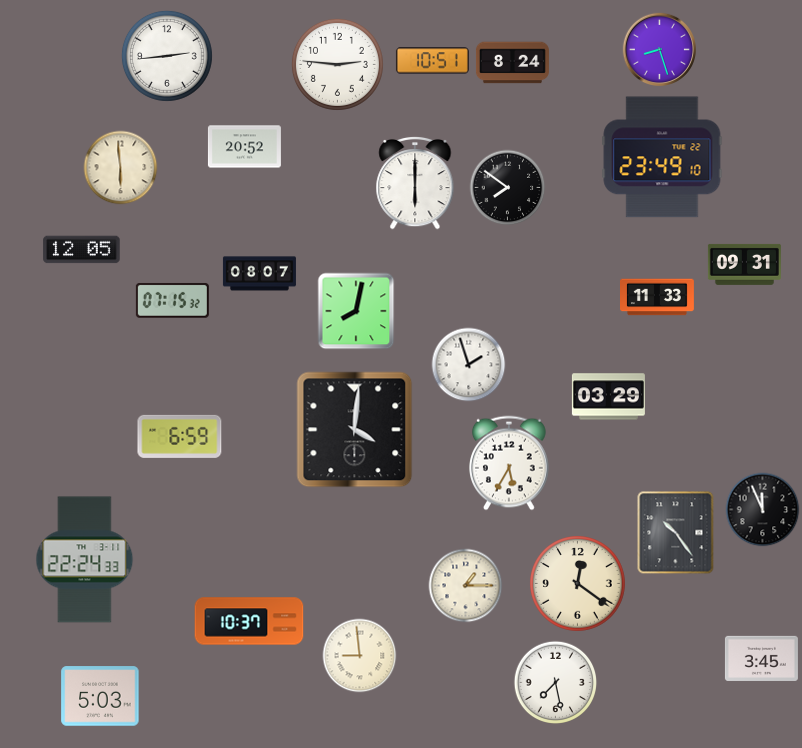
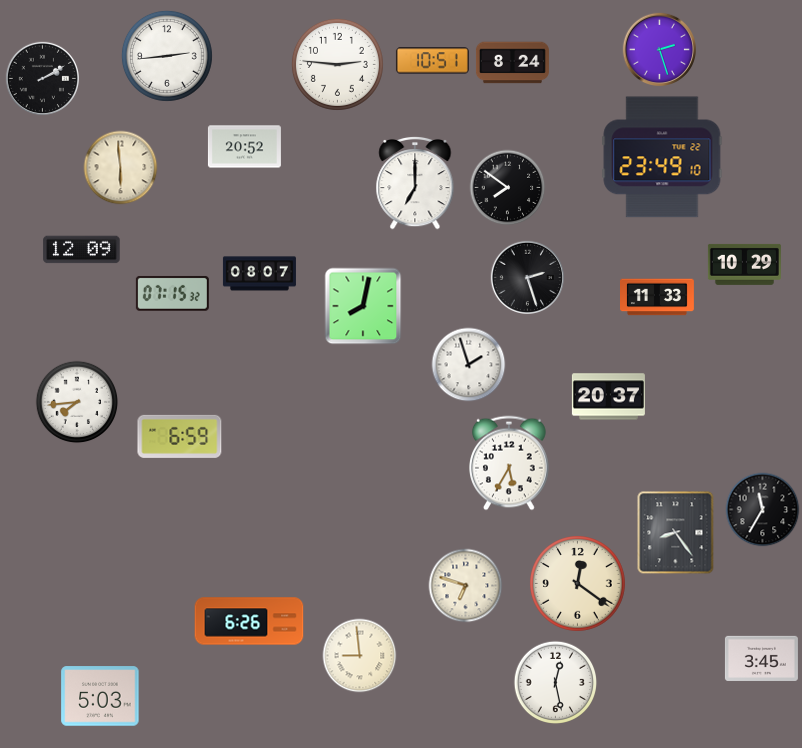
clock at (659, 49): 8:27 -> 2:27
clock at (42, 78): none -> 2:10
clock at (415, 183): 6:00 -> 7:00
clock at (82, 250): 12:05 -> 12:09
clock at (744, 264): 09:31 -> 10:29
clock at (527, 277): none -> 2:27
clock at (172, 300) position: (172, 300) -> (172, 293)
clock at (356, 311) position: (356, 311) -> (363, 306)
clock at (608, 397): 03:29 -> 20:37
clock at (77, 402): none -> 7:44
clock at (355, 430): 4:01 -> none
clock at (763, 510): 11:56 -> 11:35
clock at (676, 533): 10:24 -> 8:24
clock at (85, 560): 22:24 -> none
clock at (466, 586): 1:15 -> 6:48
clock at (249, 621): 10:37 -> 6:26
clock at (556, 683): 7:28 -> 12:28
